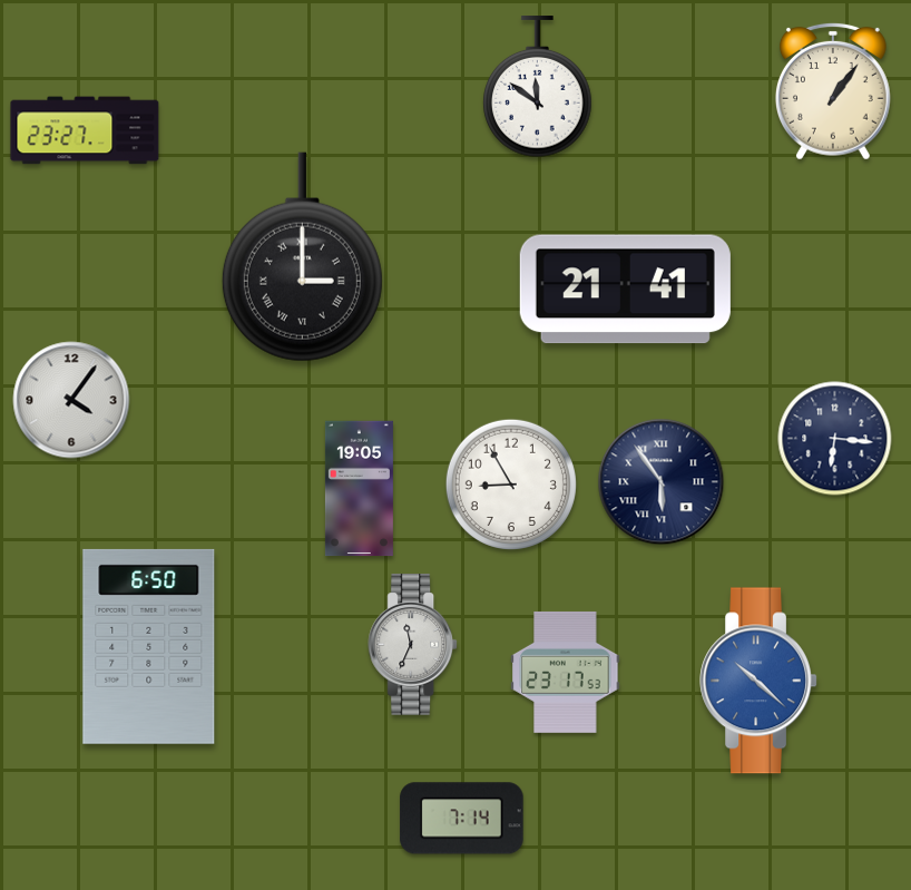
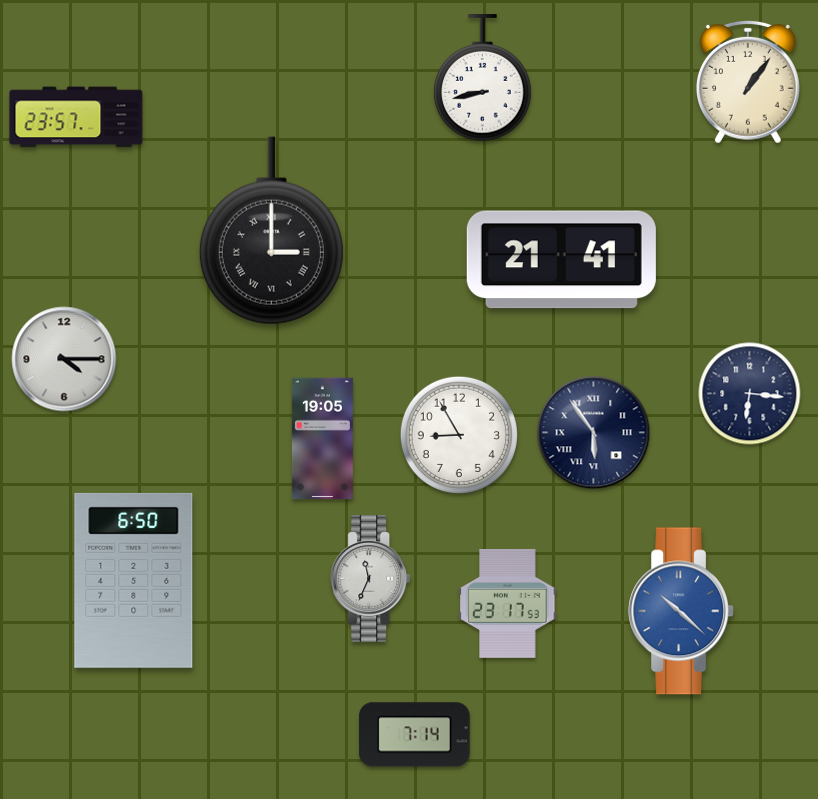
clock at (538, 87): 11:51 -> 8:43
clock at (85, 130): 23:27 -> 23:57
clock at (71, 400): 4:06 -> 4:15
